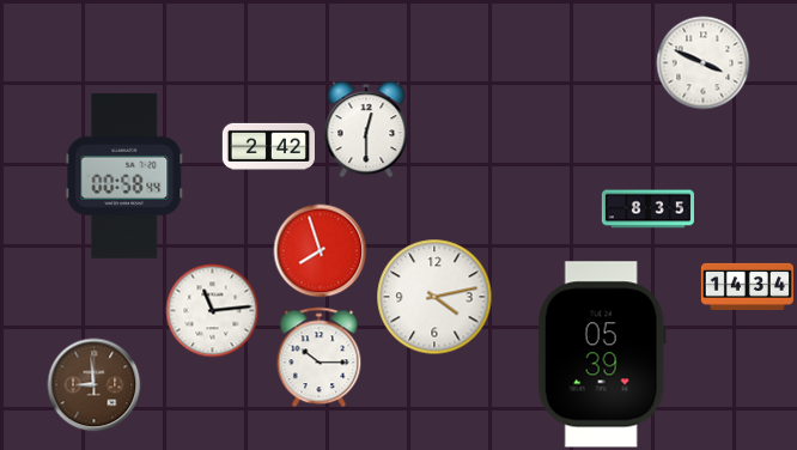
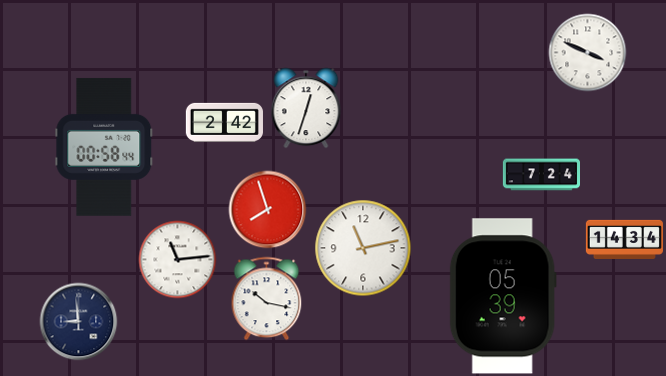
clock at (366, 129): 12:30 -> 12:33
clock at (647, 209): 8:35 -> 7:24
clock at (434, 297): 4:13 -> 11:13
clock at (320, 357): 10:15 -> 10:17
clock at (93, 384) dial: brown -> navy
